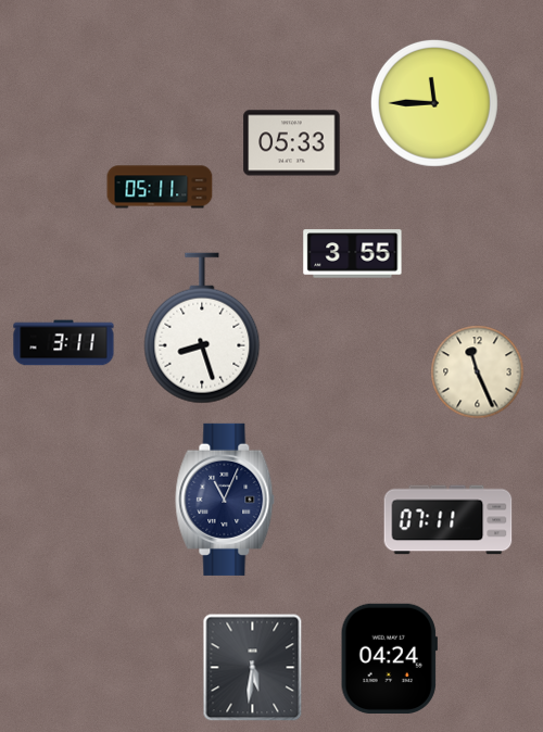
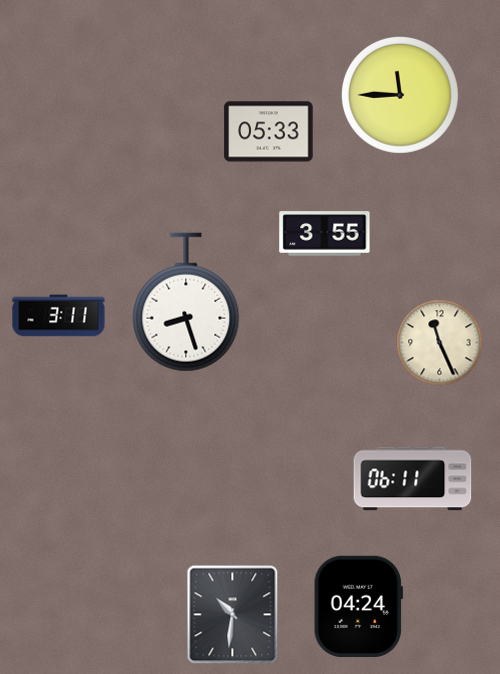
clock at (160, 187): 05:11 -> none
clock at (225, 500): 11:04 -> none
clock at (449, 520): 07:11 -> 06:11
clock at (253, 668): 5:31 -> 10:31
